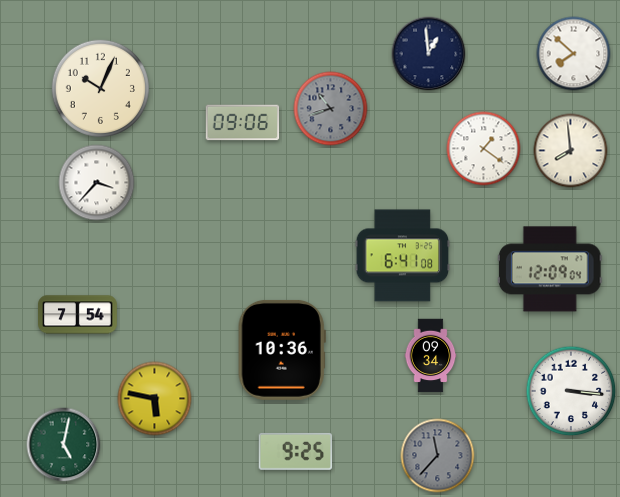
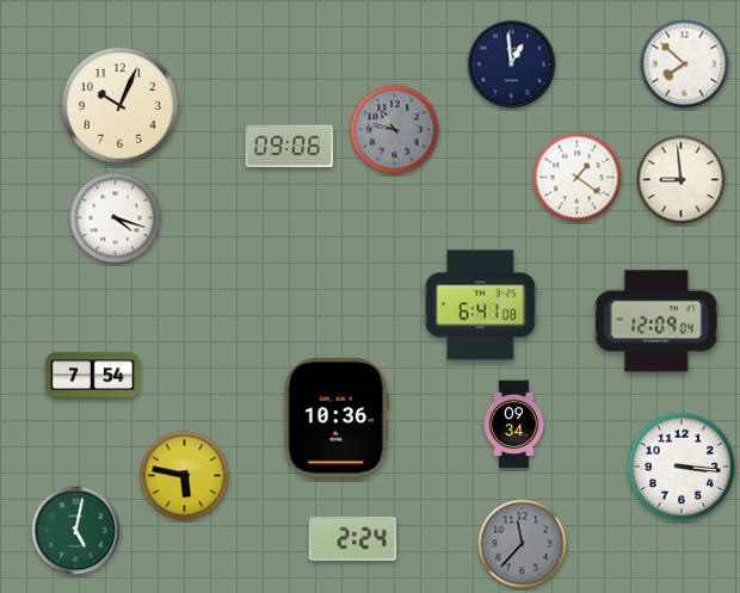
clock at (331, 109): 10:42 -> 10:47
clock at (571, 151): 7:59 -> 8:59
clock at (97, 183): 3:37 -> 4:18
clock at (296, 451): 9:25 -> 2:24
